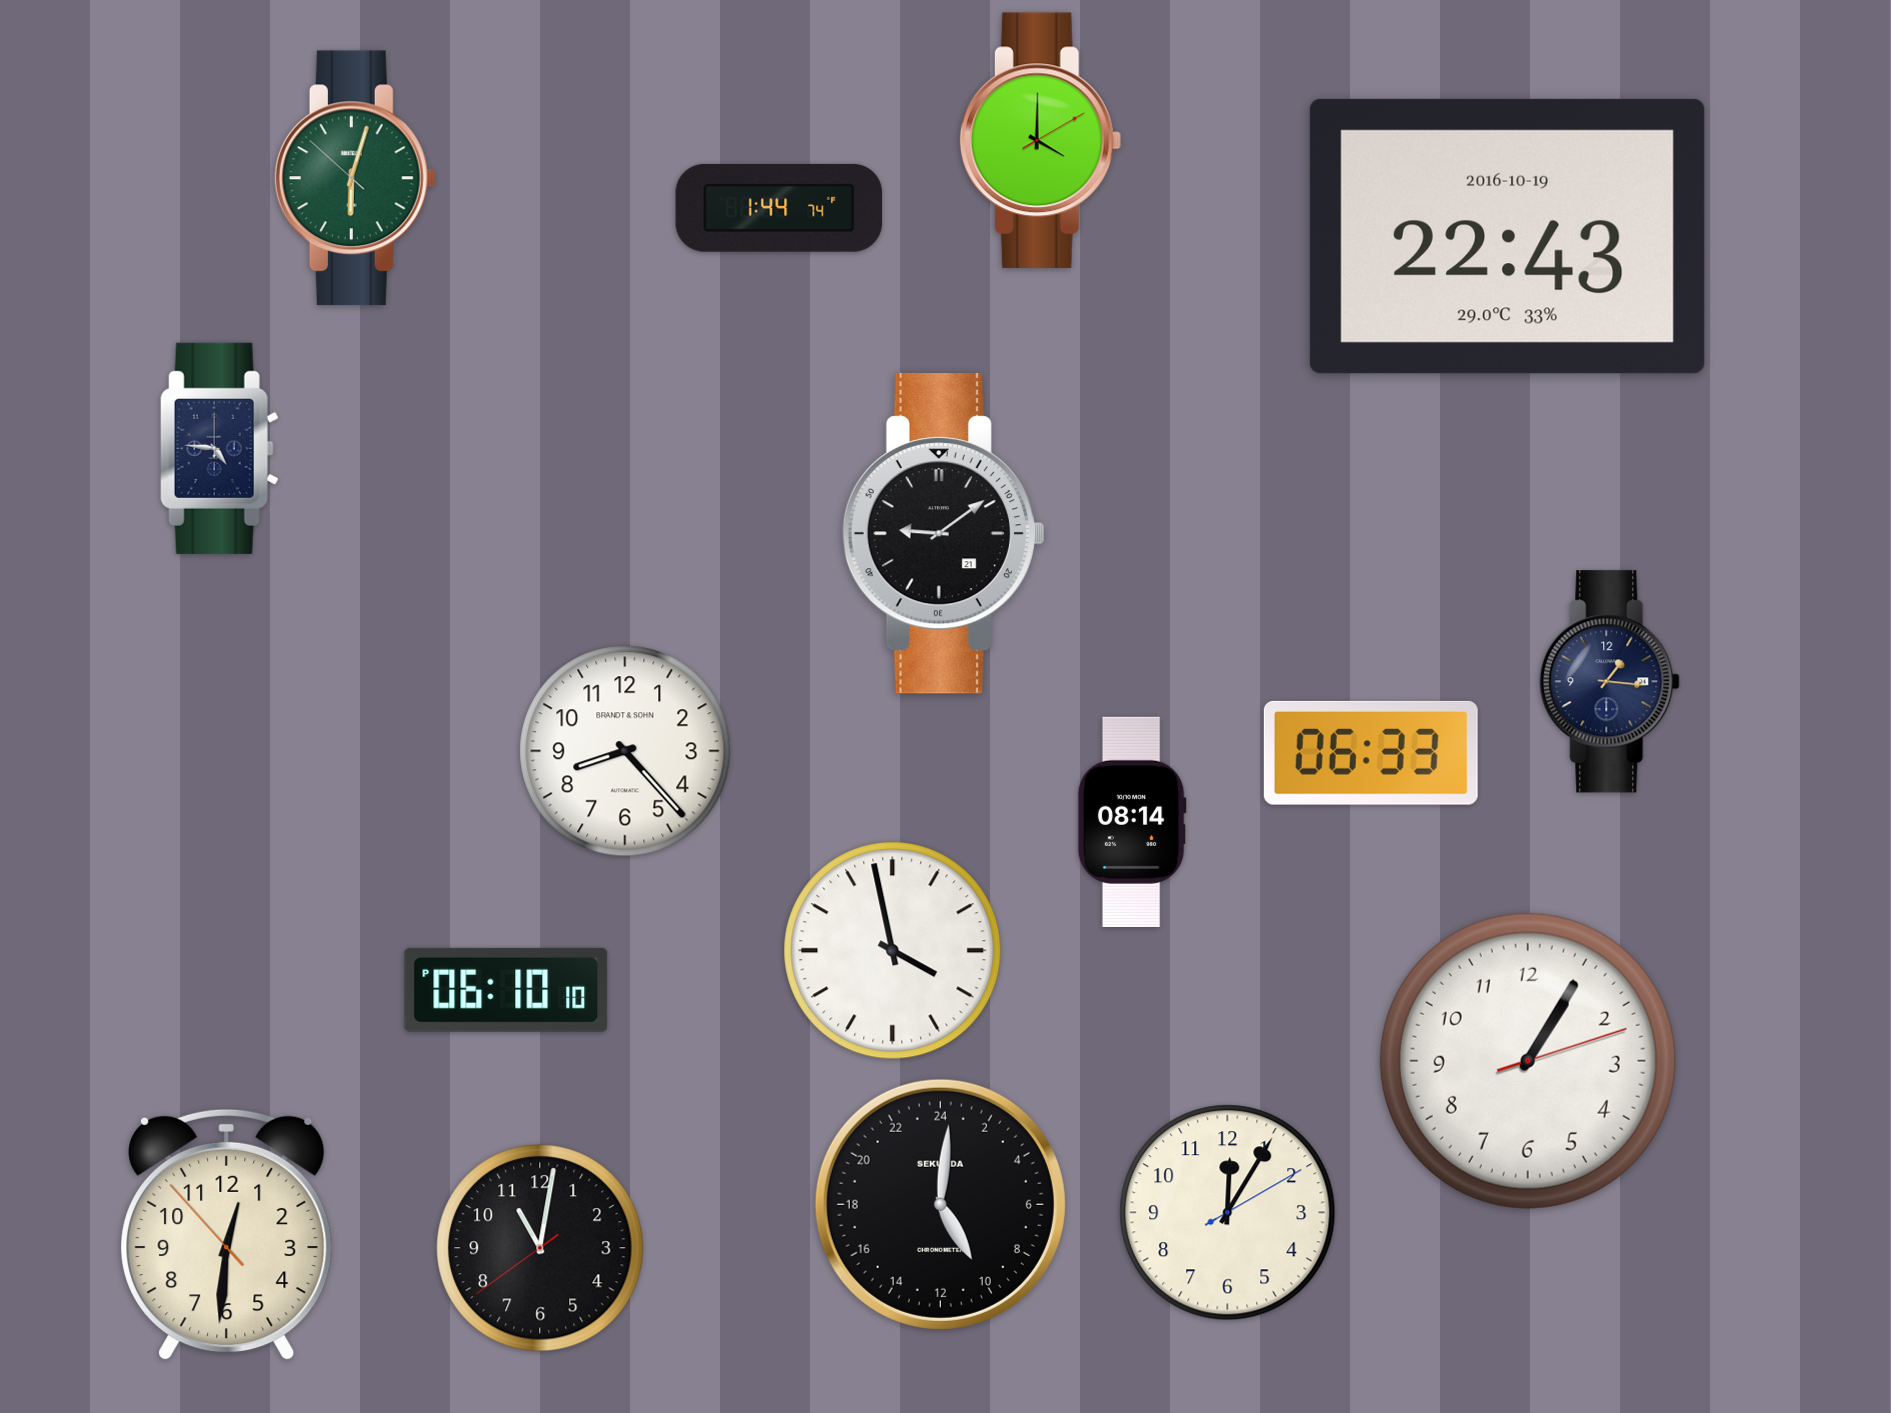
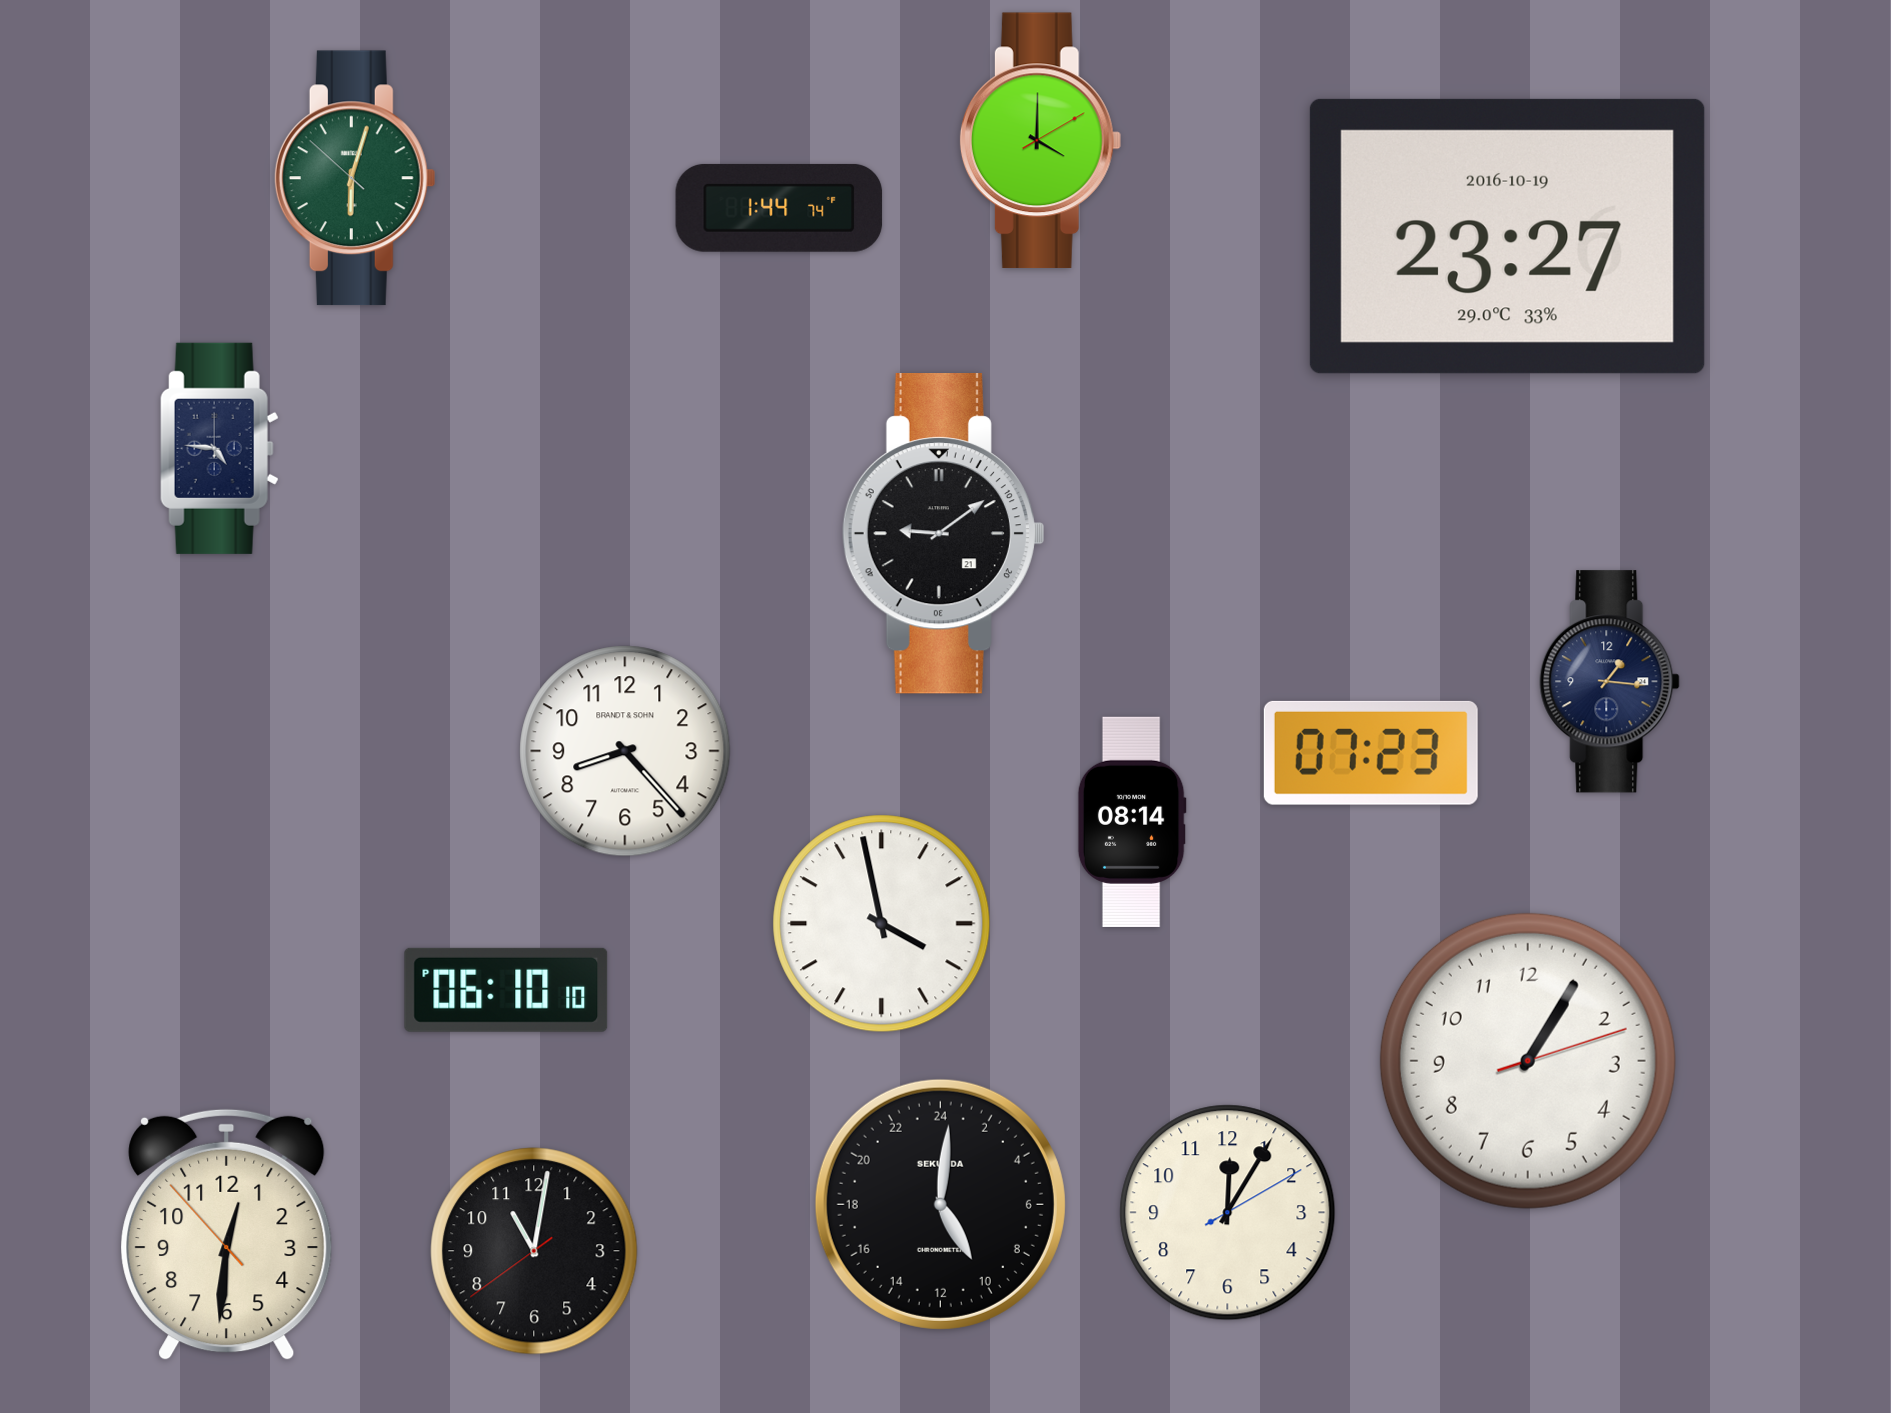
clock at (1507, 236): 22:43 -> 23:27
clock at (1371, 753): 06:33 -> 07:23
clock at (893, 951) position: (893, 951) -> (882, 924)
clock at (540, 1248) position: (540, 1248) -> (534, 1251)
